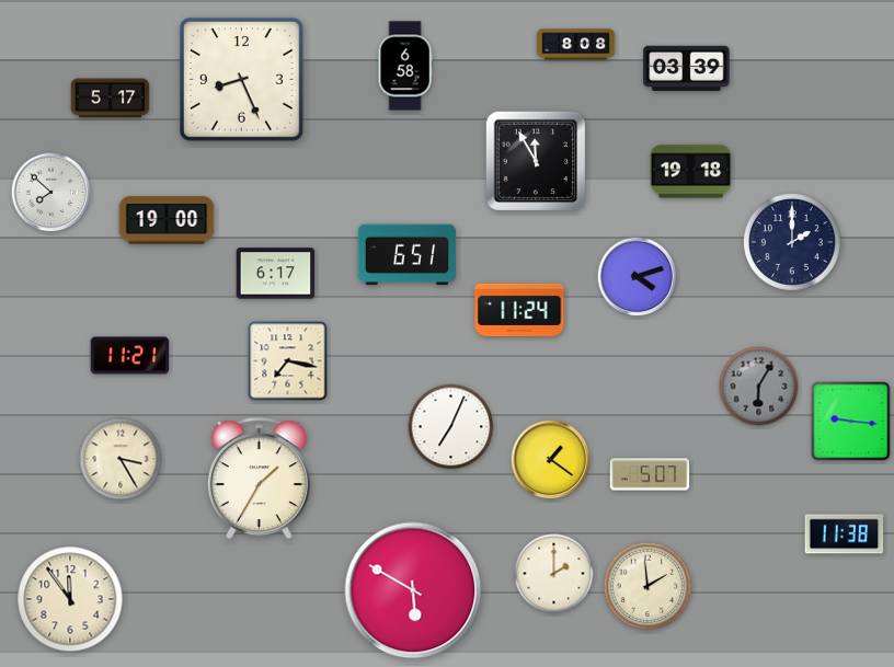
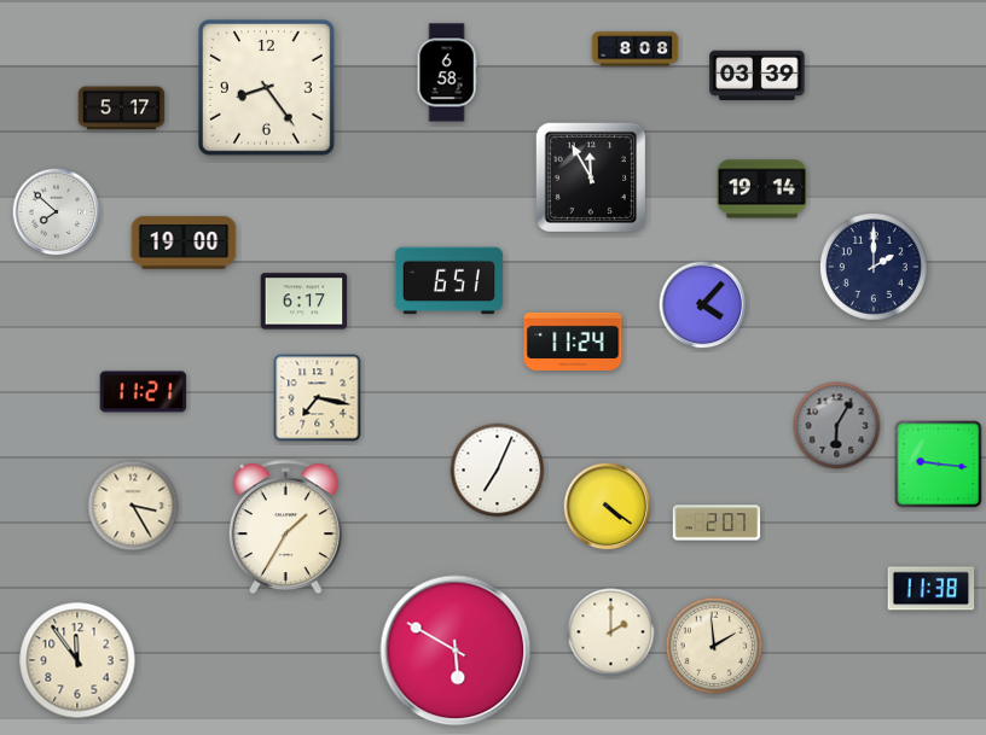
clock at (241, 79): 8:26 -> 8:24
clock at (690, 172): 19:18 -> 19:14
clock at (638, 277): 4:12 -> 4:07
clock at (551, 460): 1:21 -> 4:21
clock at (650, 474): 5:07 -> 2:07
